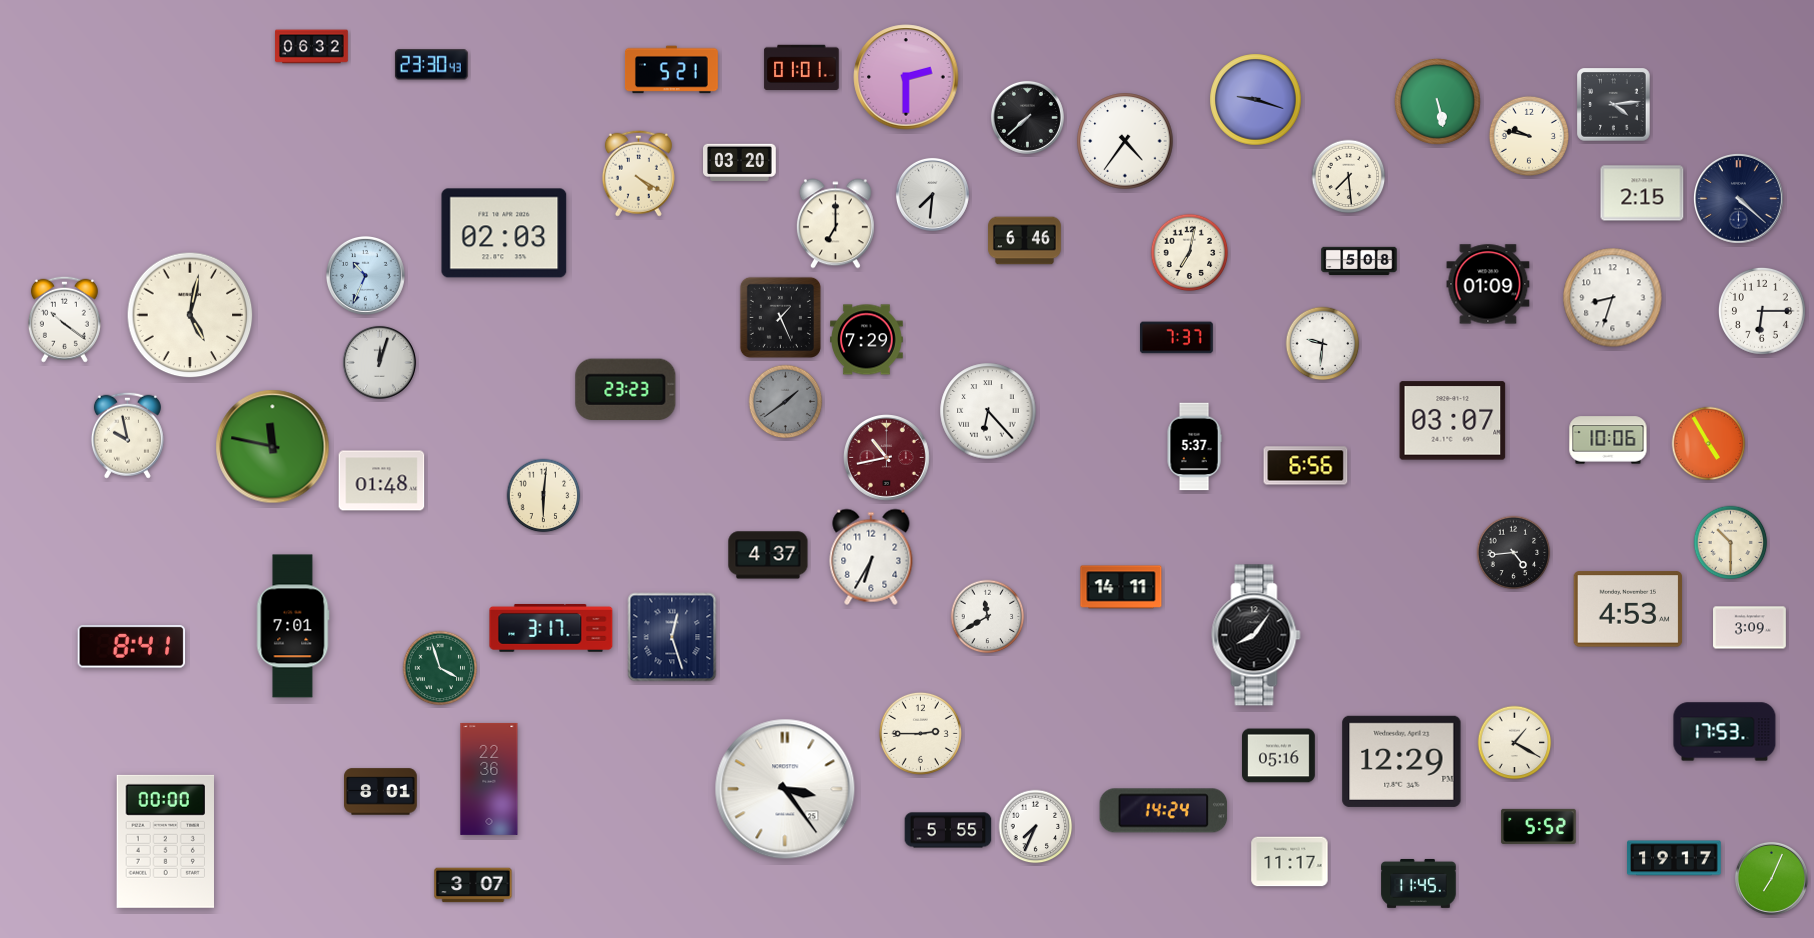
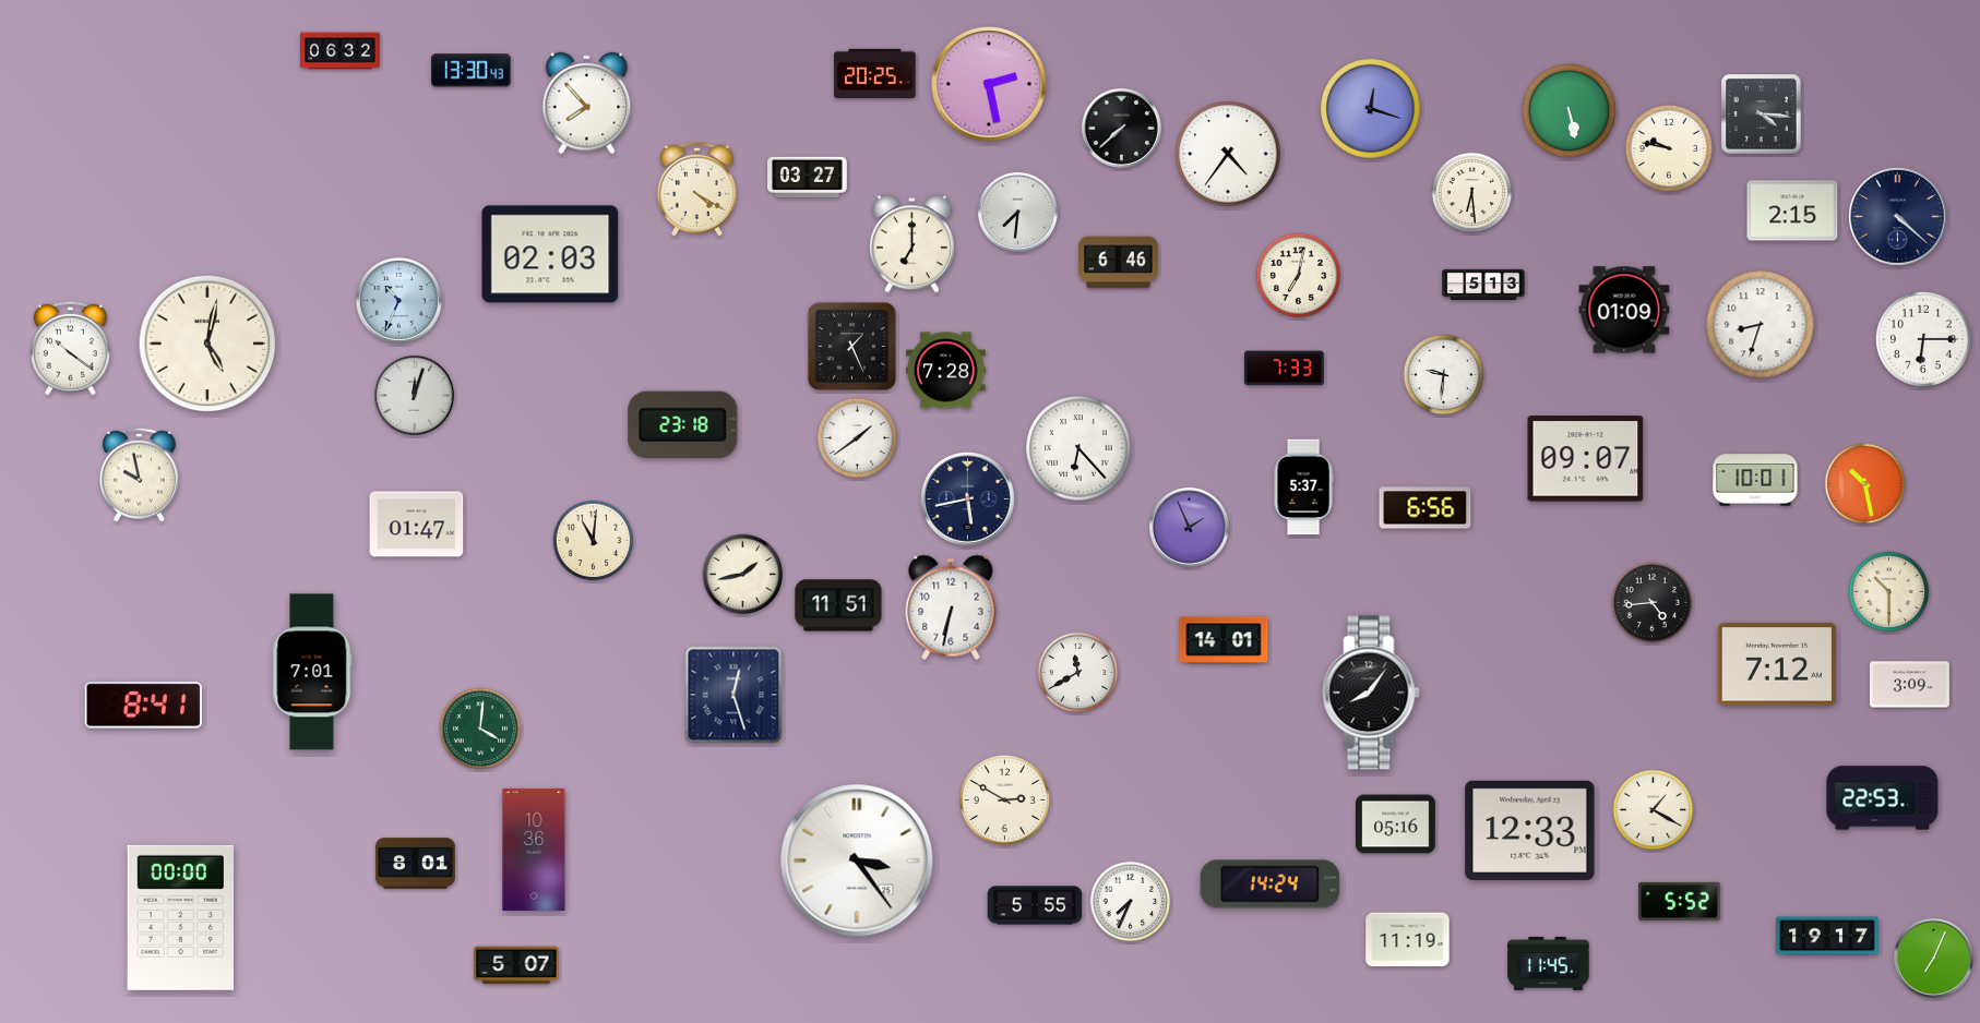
clock at (431, 65): 23:30 -> 13:30
clock at (802, 68): 01:01 -> 20:25
clock at (672, 70): 5:21 -> none
clock at (906, 77): 2:30 -> 2:28
clock at (587, 104): none -> 7:53
clock at (1256, 100): 9:18 -> 12:18
clock at (1614, 105): 4:14 -> 4:16
clock at (740, 163): 03:20 -> 03:27
clock at (1349, 177): 7:29 -> 6:29
clock at (1359, 261): 5:08 -> 5:13
clock at (1177, 338): 7:37 -> 7:33
clock at (867, 340): 7:29 -> 7:28
clock at (626, 389): 23:23 -> 23:18
clock at (786, 402) dial: grey -> white
clock at (1453, 421): 03:07 -> 09:07
clock at (1608, 440): 10:06 -> 10:01
clock at (1709, 444): 4:55 -> 10:28
clock at (273, 447): 11:47 -> none
clock at (887, 458): 10:43 -> 5:43
clock at (887, 458) dial: burgundy -> navy
clock at (382, 481): 01:48 -> 01:47
clock at (1189, 527): none -> 1:56
clock at (544, 496): 6:01 -> 11:01
clock at (743, 575): none -> 1:43
clock at (768, 555): 4:37 -> 11:51
clock at (871, 557): 6:35 -> 6:32
clock at (1121, 587): 14:11 -> 14:01
clock at (1628, 609): 4:53 -> 7:12
clock at (293, 626) position: (293, 626) -> (312, 672)
clock at (551, 628): 3:17 -> none
clock at (440, 668): 3:57 -> 4:01
clock at (1725, 732): 17:53 -> 22:53
clock at (920, 733): 2:45 -> 2:50
clock at (1402, 761): 12:29 -> 12:33
clock at (489, 779): 22:36 -> 10:36
clock at (1290, 862): 11:17 -> 11:19
clock at (473, 885): 3:07 -> 5:07
